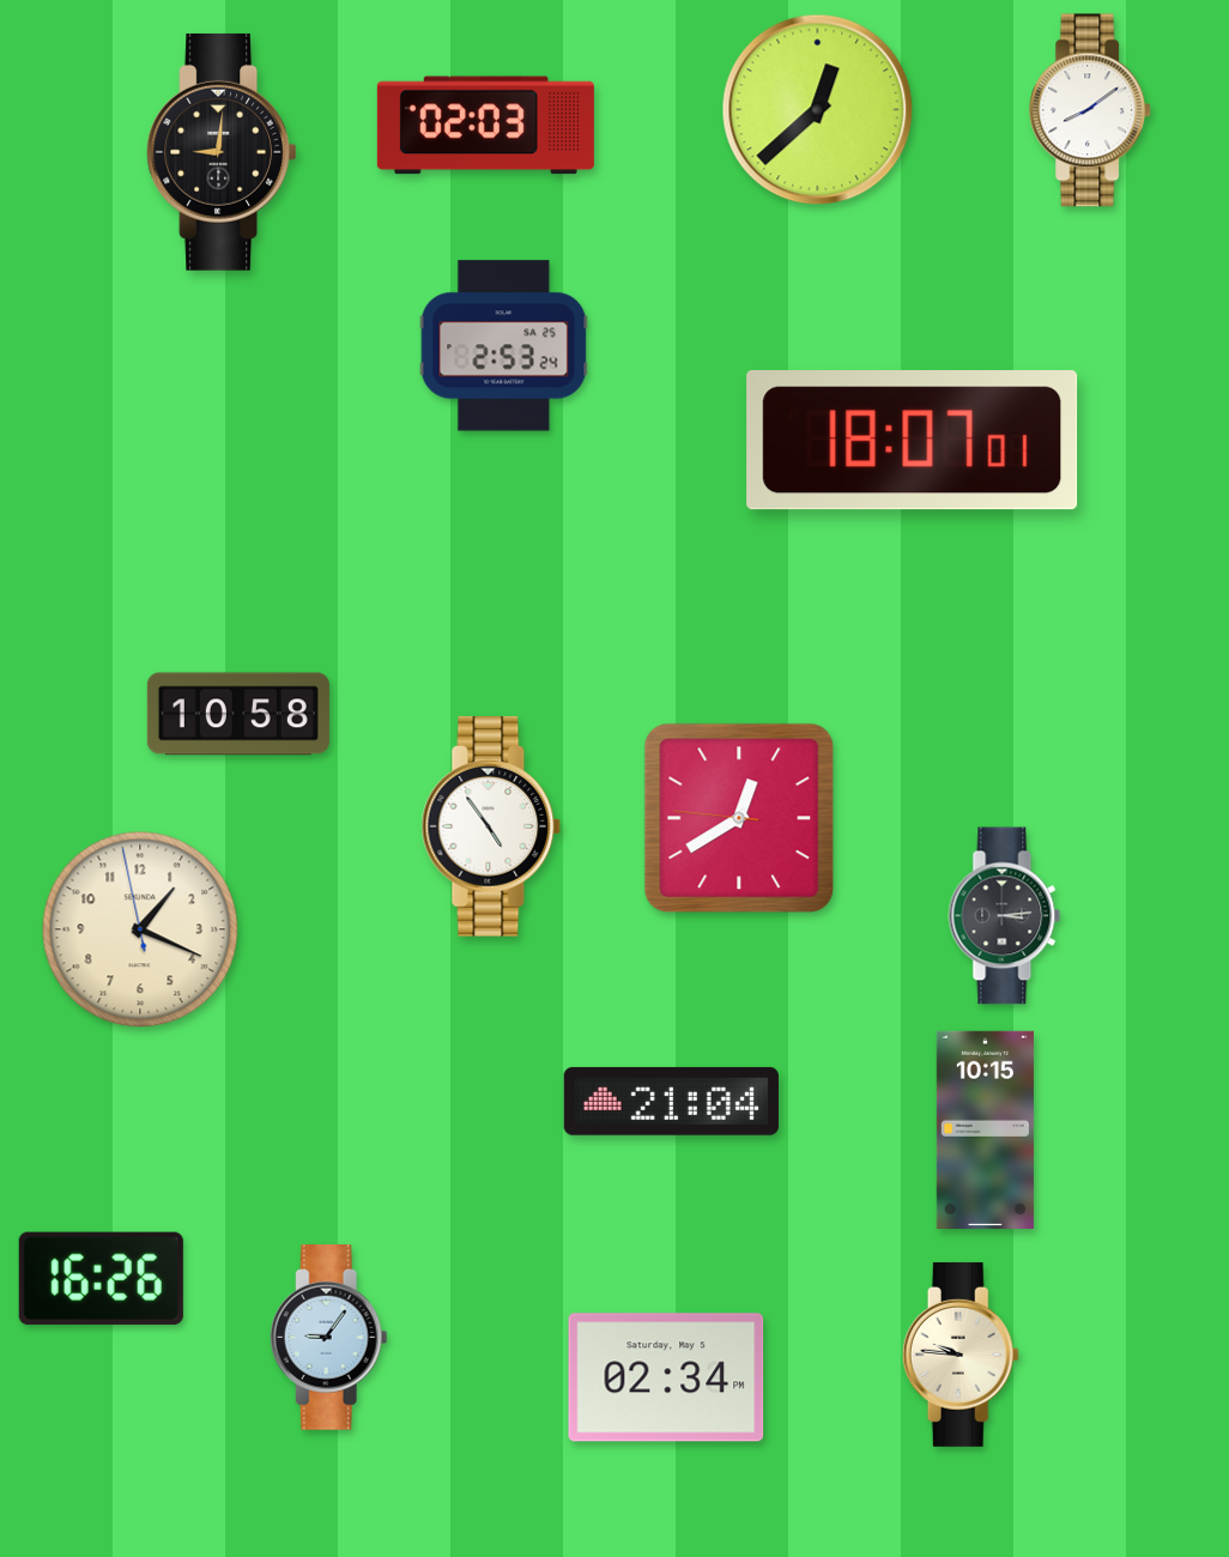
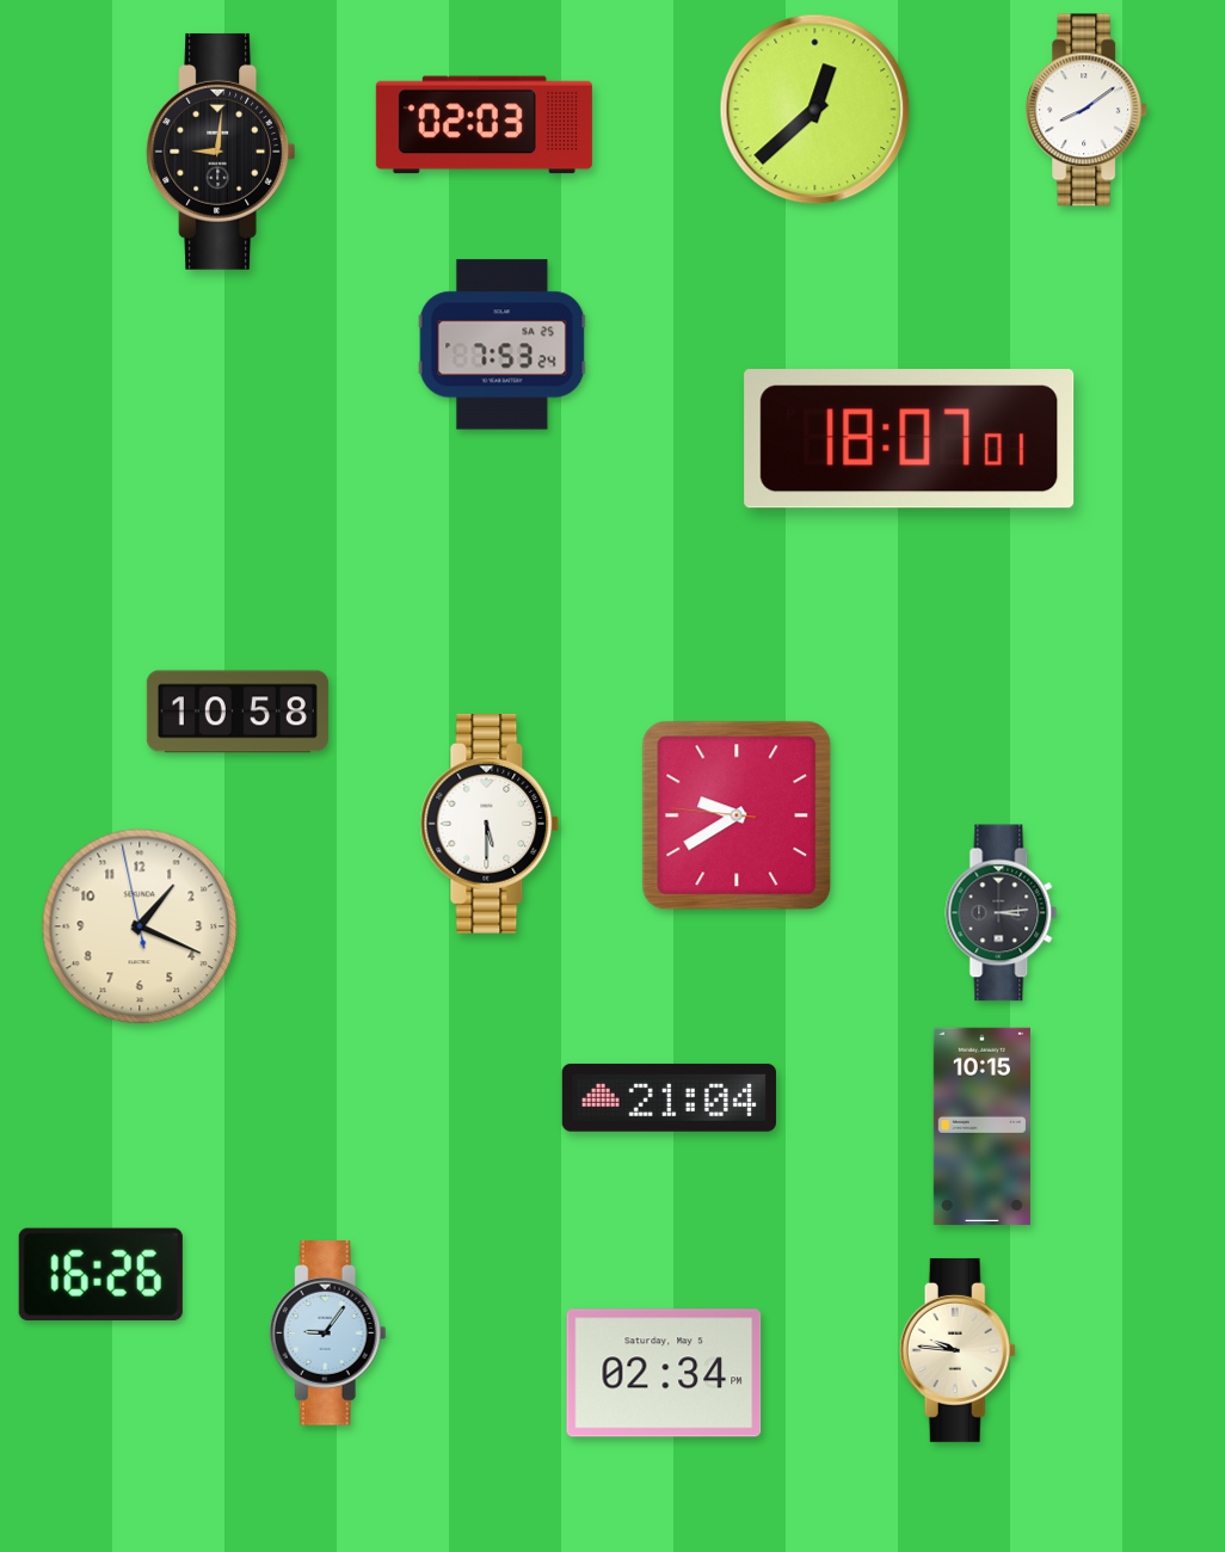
clock at (504, 346): 2:53 -> 7:53
clock at (739, 818): 12:39 -> 9:39
clock at (491, 826): 4:54 -> 5:30
